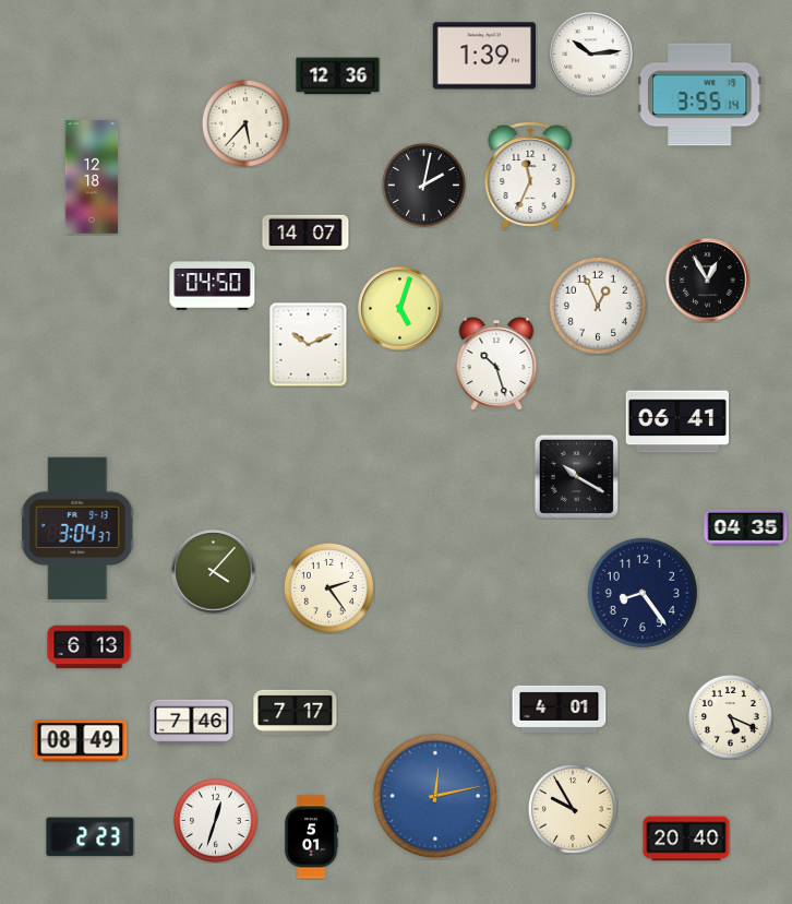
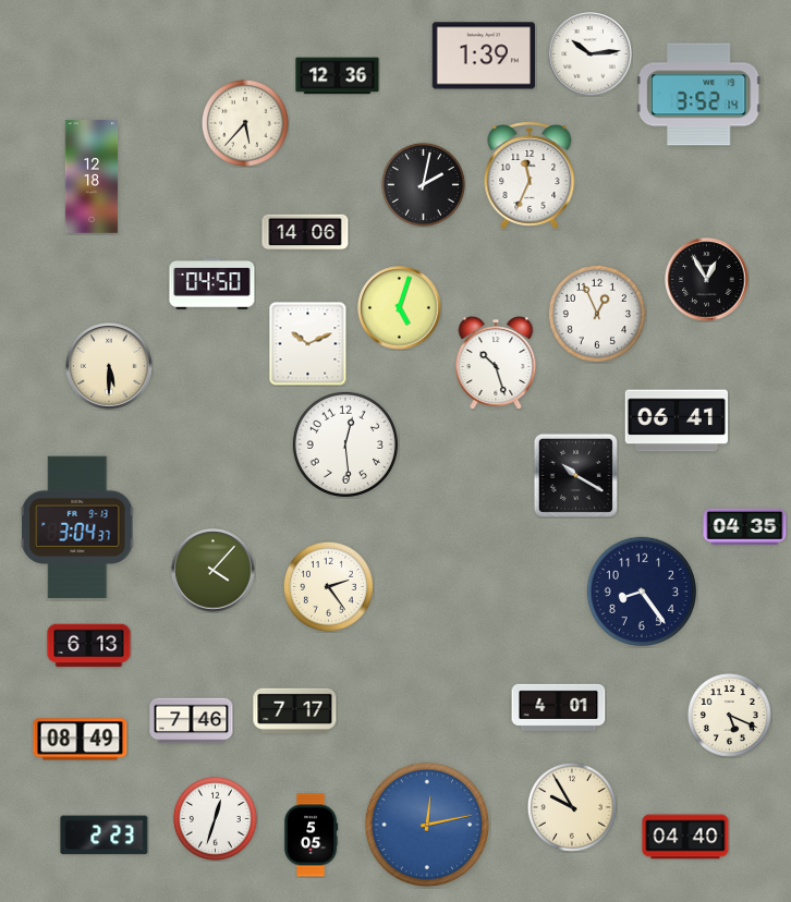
clock at (699, 95): 3:55 -> 3:52
clock at (305, 233): 14:07 -> 14:06
clock at (598, 306) position: (598, 306) -> (597, 314)
clock at (109, 366): none -> 5:30
clock at (345, 444): none -> 12:29
clock at (435, 796) position: (435, 796) -> (427, 825)
clock at (91, 837) position: (91, 837) -> (105, 836)
clock at (311, 837): 5:01 -> 5:05
clock at (686, 838): 20:40 -> 04:40
